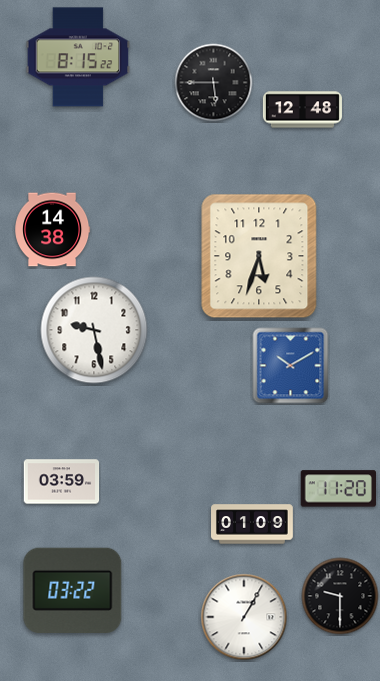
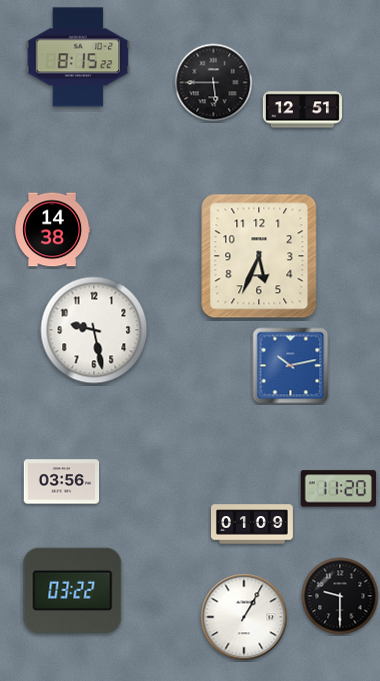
clock at (302, 110): 12:48 -> 12:51
clock at (259, 256): 5:33 -> 5:34
clock at (291, 366): 10:10 -> 10:13
clock at (62, 482): 03:59 -> 03:56
